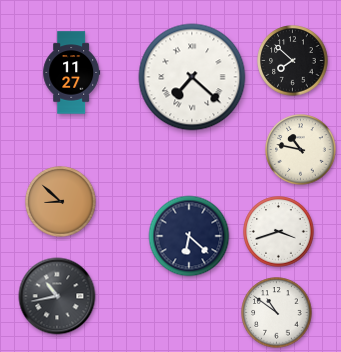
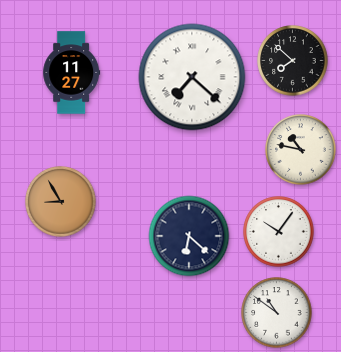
clock at (61, 202): 8:52 -> 8:55
clock at (279, 232): 3:42 -> 10:06
clock at (57, 296): 10:43 -> none
